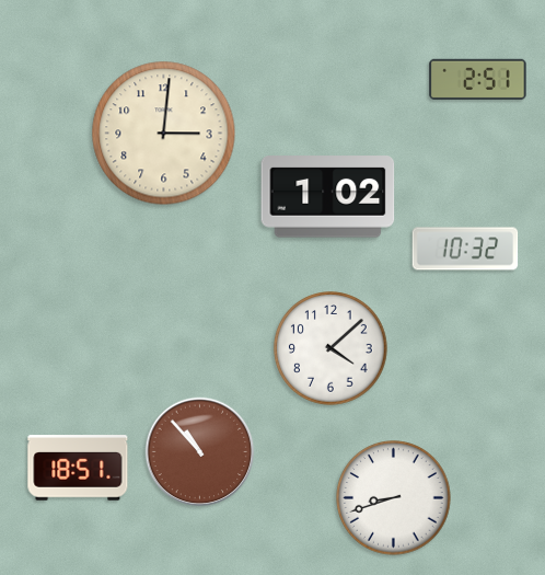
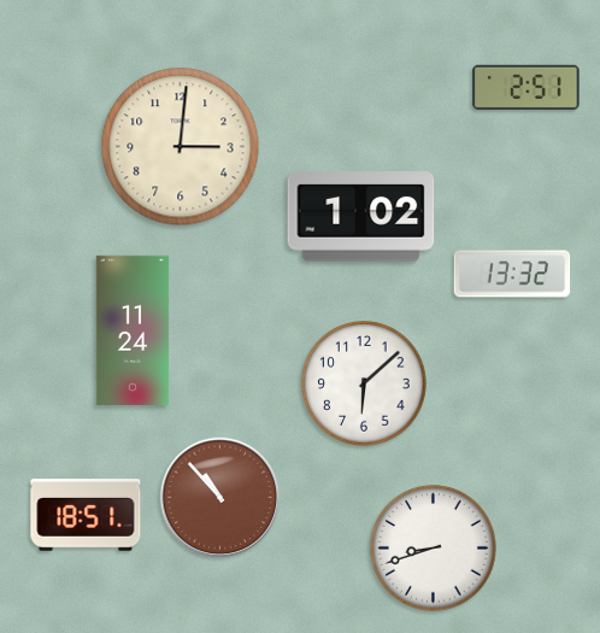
clock at (465, 249): 10:32 -> 13:32
clock at (133, 330): none -> 11:24
clock at (331, 348): 4:08 -> 6:08
